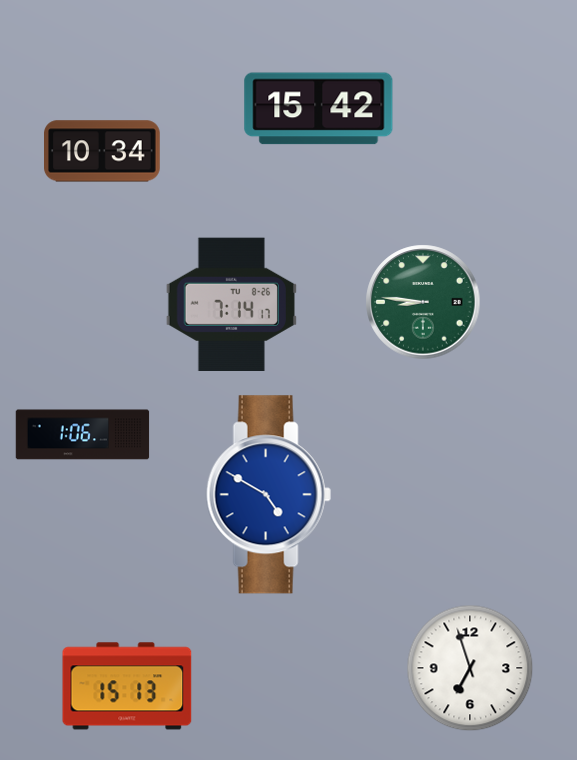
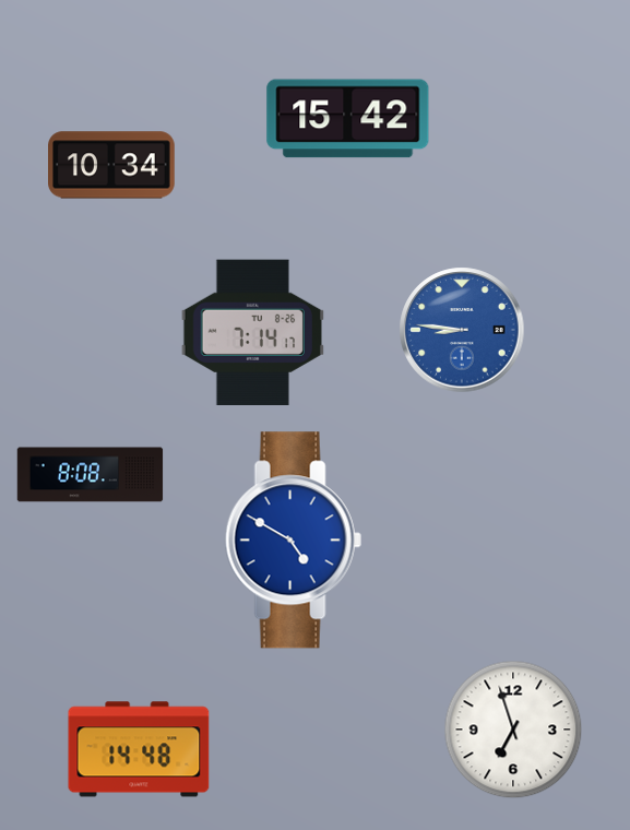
clock at (423, 302) dial: green -> blue
clock at (83, 435): 1:06 -> 8:08
clock at (127, 686): 15:13 -> 14:48
